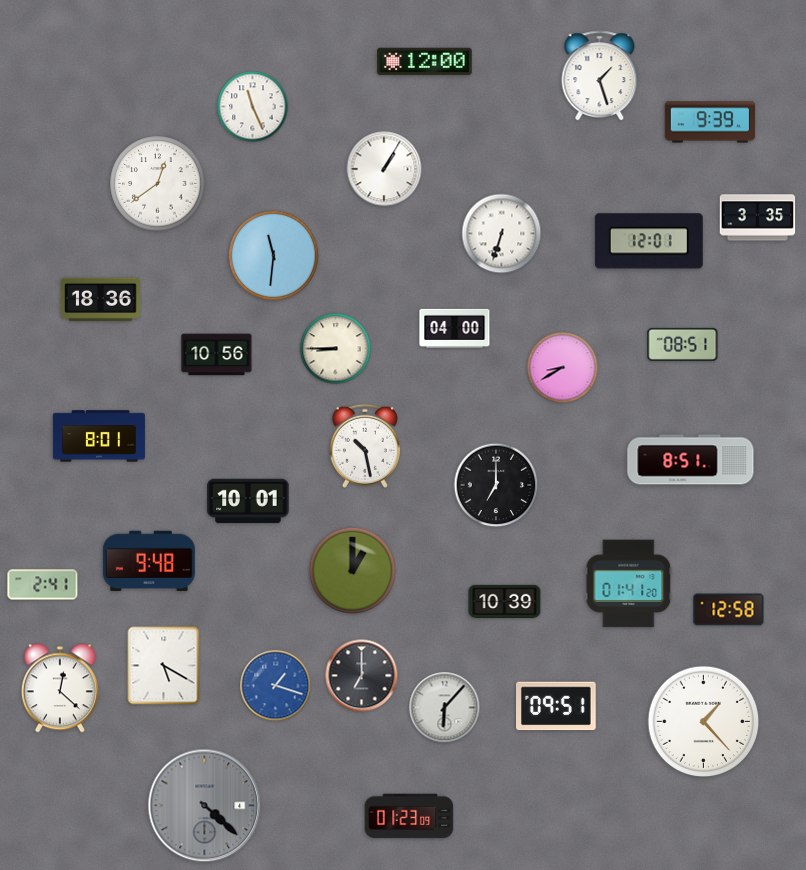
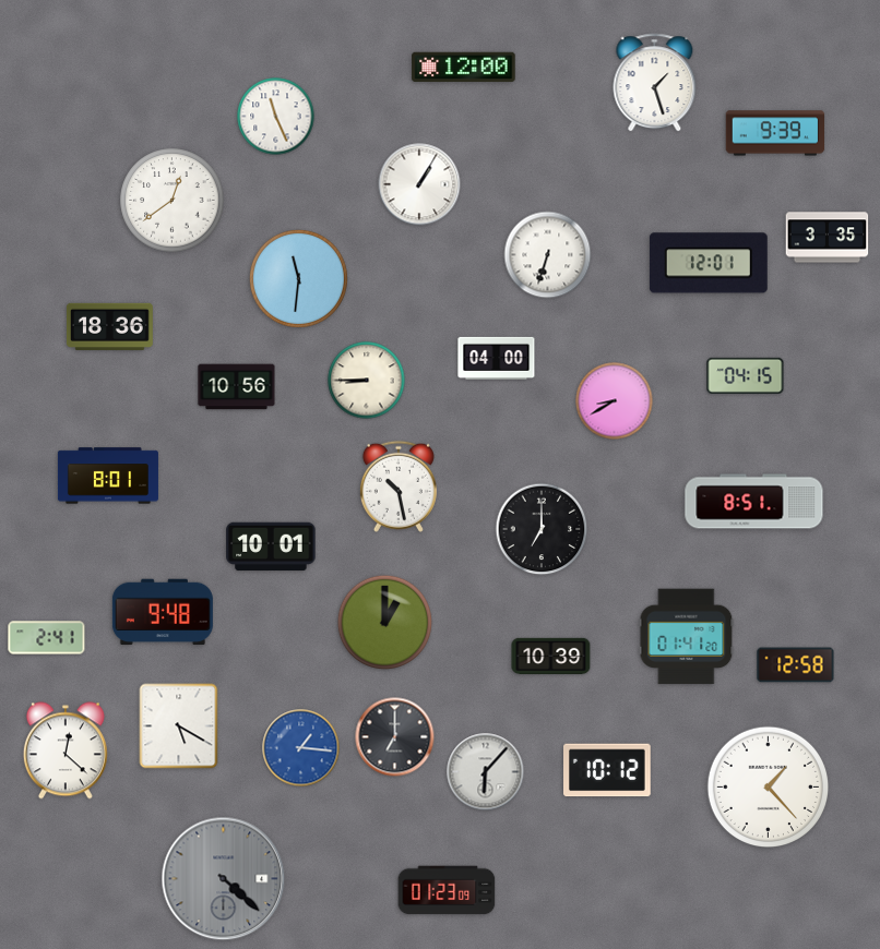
clock at (683, 344): 08:51 -> 04:15
clock at (276, 686): 1:18 -> 1:16
clock at (557, 706): 09:51 -> 10:12
